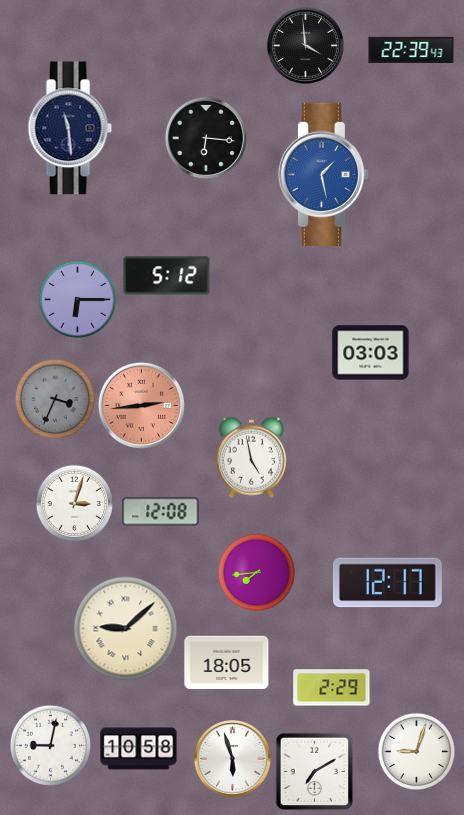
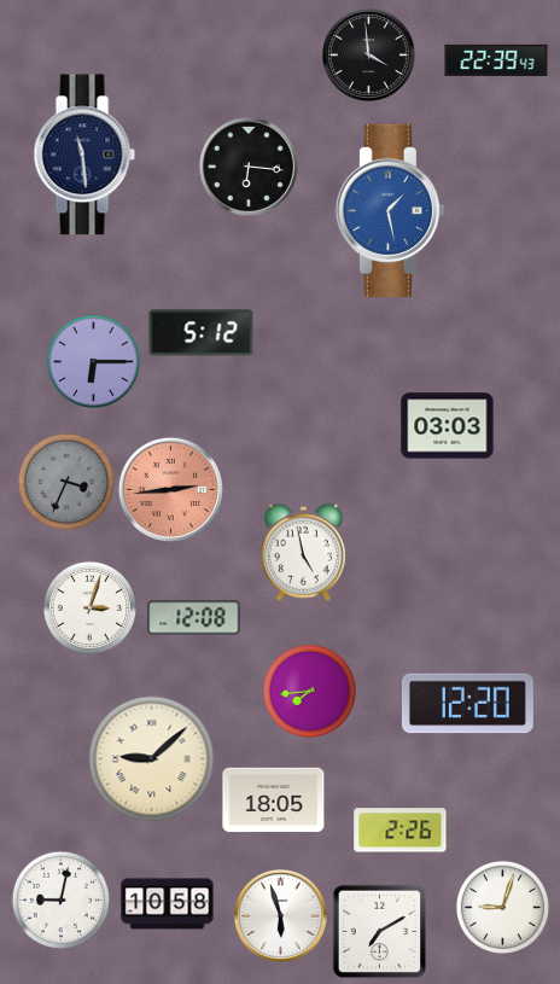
clock at (387, 583): 12:17 -> 12:20
clock at (332, 688): 2:29 -> 2:26
